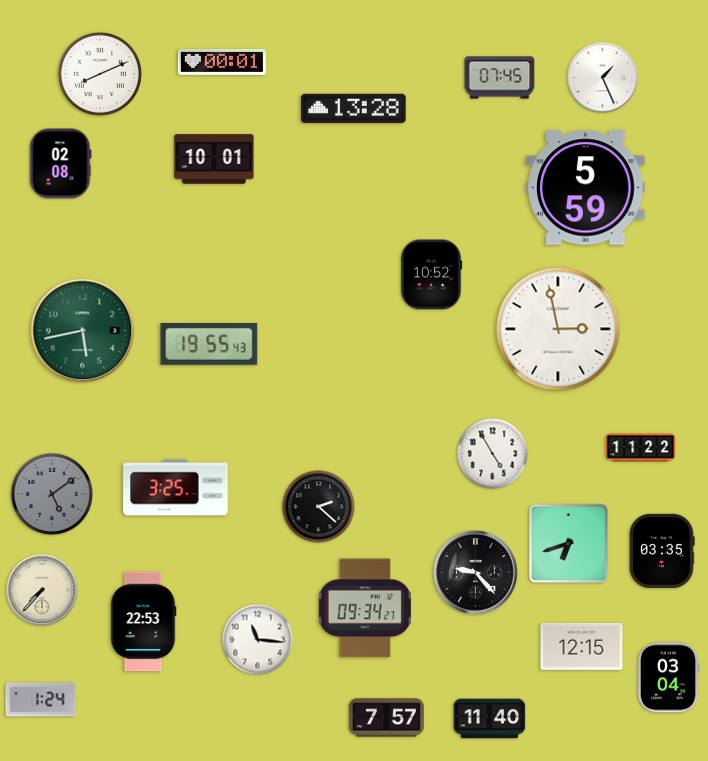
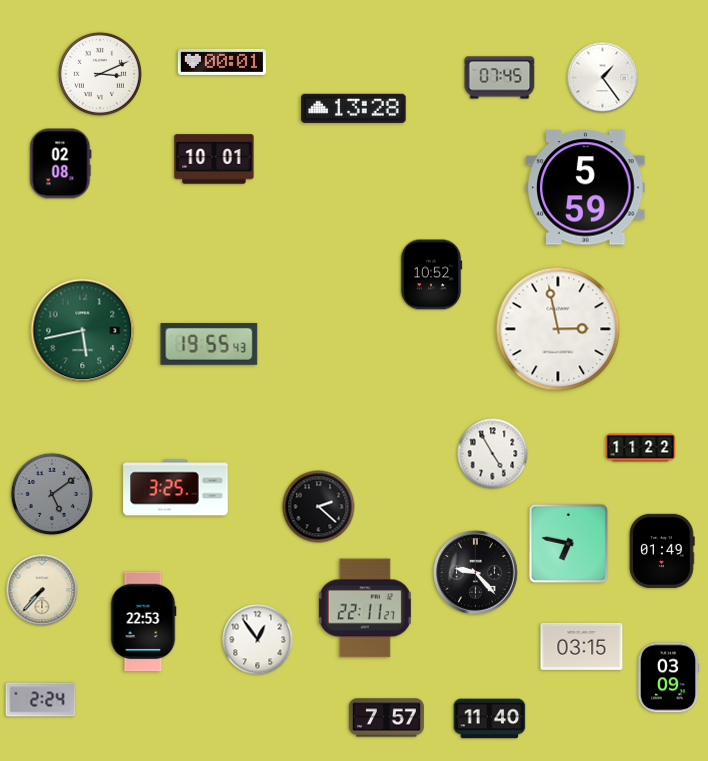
clock at (100, 74): 8:11 -> 3:11
clock at (603, 78): 1:26 -> 1:24
clock at (569, 544): 6:42 -> 6:47
clock at (662, 551): 03:35 -> 01:49
clock at (365, 608): 09:34 -> 22:11
clock at (258, 640): 11:16 -> 12:54
clock at (582, 646): 12:15 -> 03:15
clock at (668, 678): 03:04 -> 03:09
clock at (41, 700): 1:24 -> 2:24
